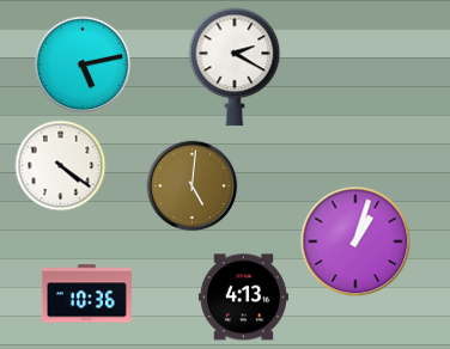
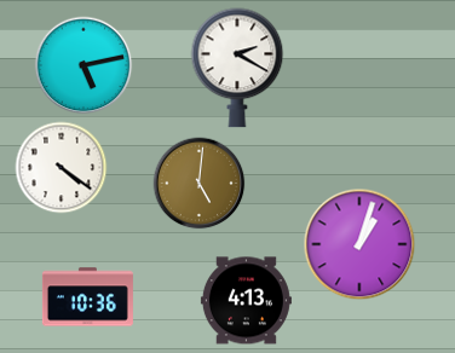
clock at (193, 186) position: (193, 186) -> (200, 184)
